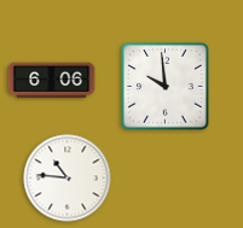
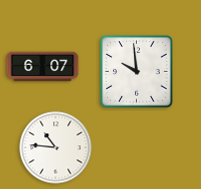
clock at (52, 81): 6:06 -> 6:07
